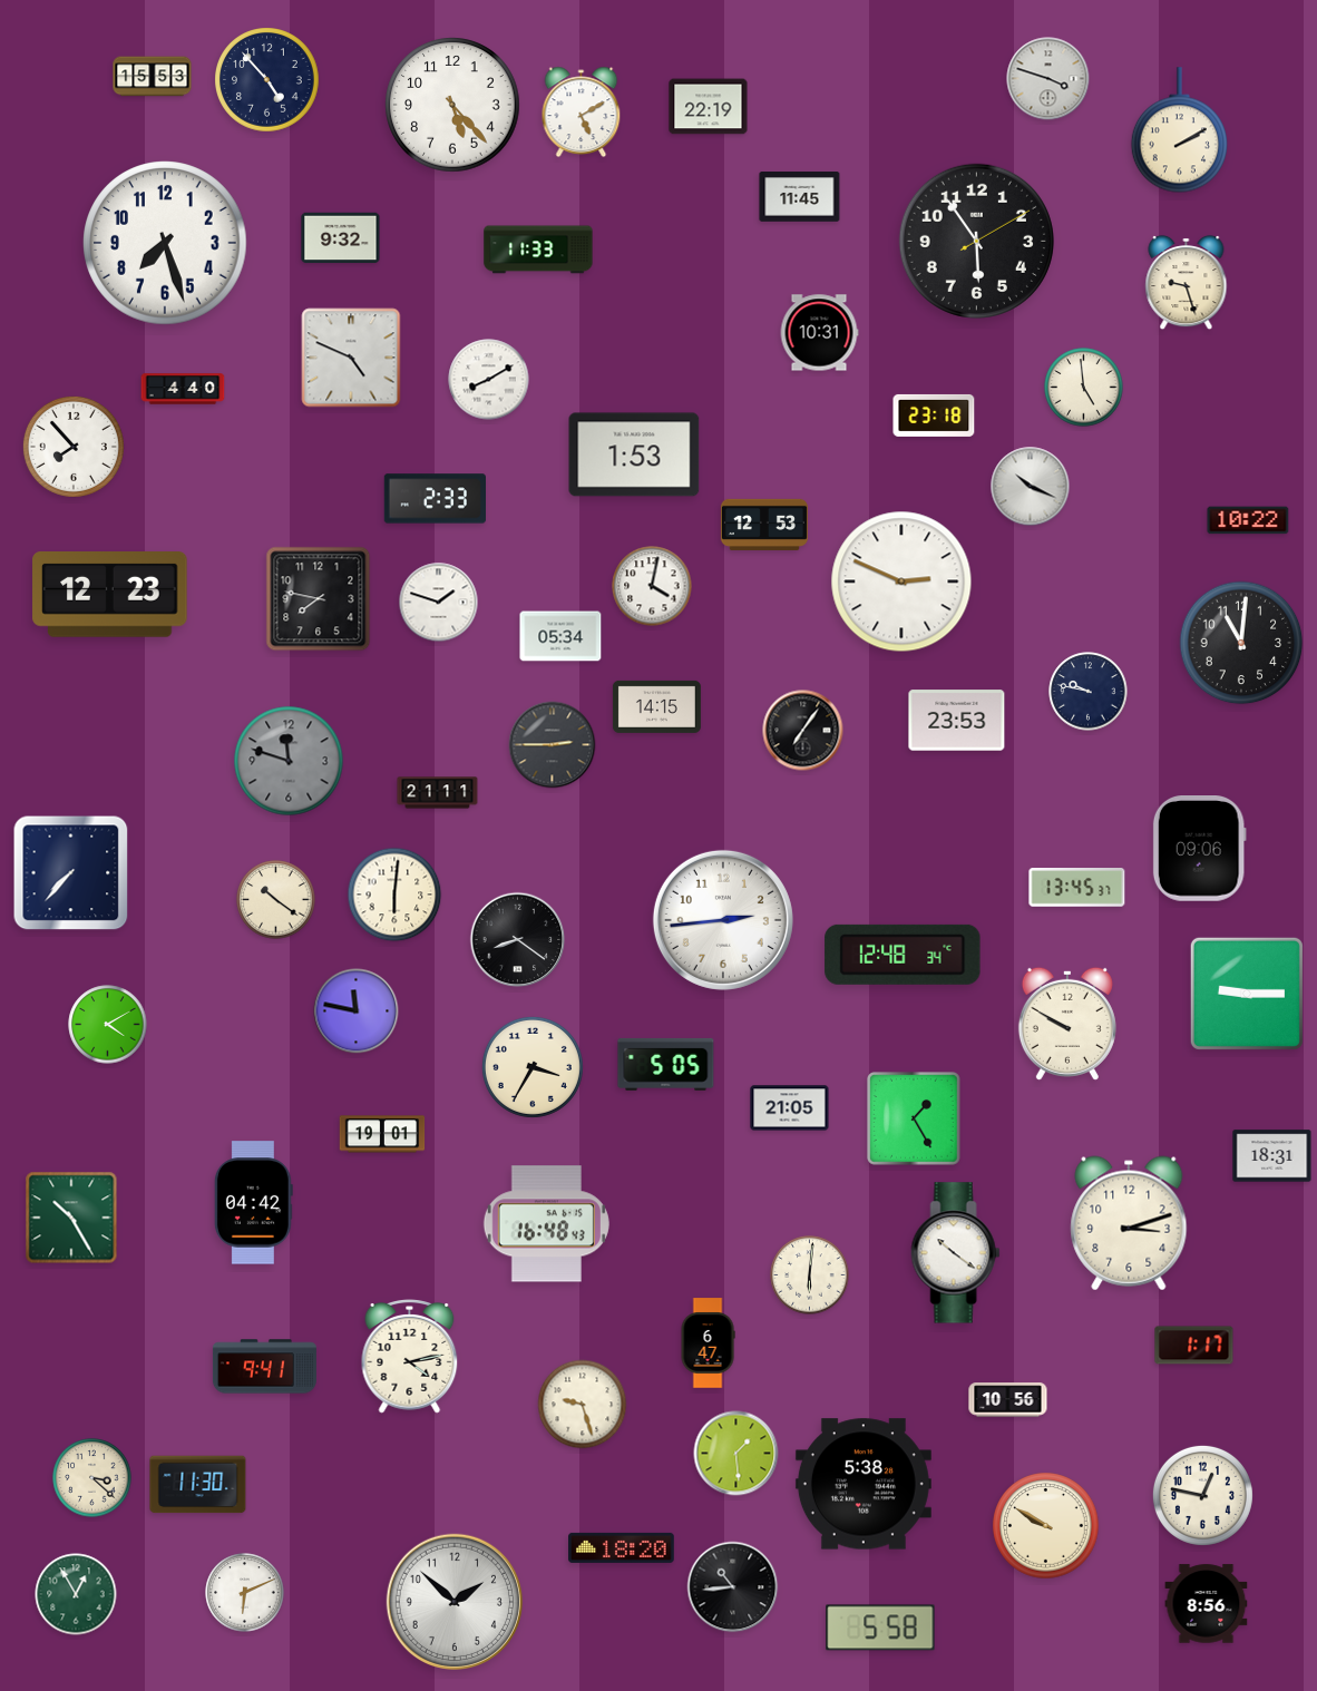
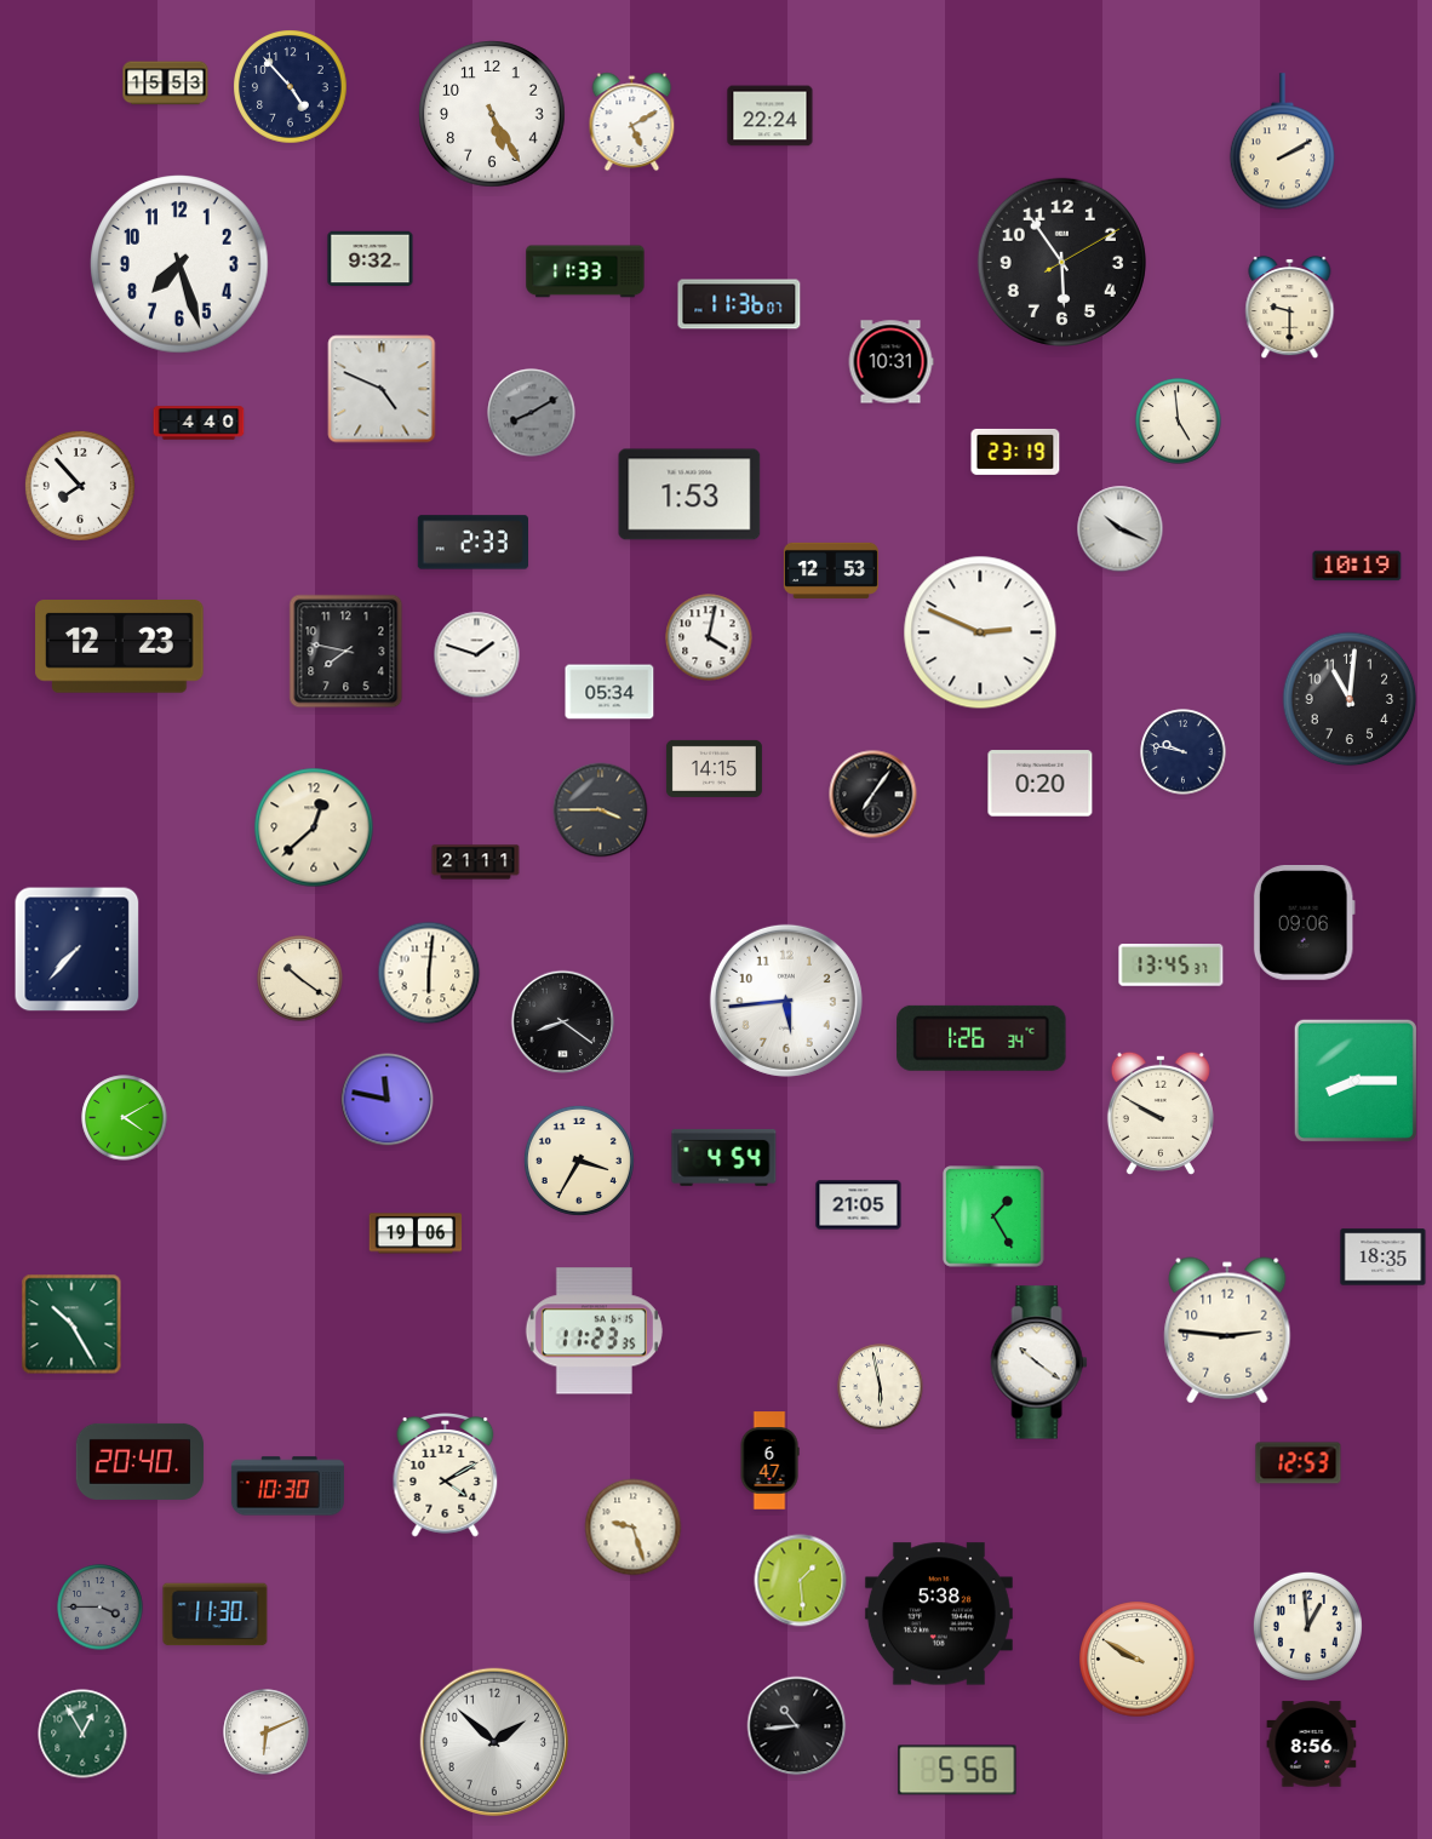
clock at (1048, 79): 3:48 -> none
clock at (452, 105): 5:23 -> 5:25
clock at (709, 107): 22:19 -> 22:24
clock at (800, 197): 11:45 -> none
clock at (739, 304): none -> 11:36
clock at (1187, 283): 9:27 -> 9:30
clock at (489, 380) dial: white -> grey
clock at (934, 416): 23:18 -> 23:19
clock at (1248, 520): 10:22 -> 10:19
clock at (957, 721): 23:53 -> 0:20
clock at (553, 745): 2:45 -> 3:45
clock at (289, 761): 11:48 -> 12:38
clock at (289, 761) dial: grey -> cream
clock at (723, 920): 2:44 -> 5:44
clock at (903, 955): 12:48 -> 1:26
clock at (1247, 994): 9:15 -> 8:15
clock at (108, 1025) position: (108, 1025) -> (125, 1118)
clock at (666, 1064): 5:05 -> 4:54
clock at (382, 1134): 19:01 -> 19:06
clock at (1272, 1156): 18:31 -> 18:35
clock at (253, 1203): 04:42 -> none
clock at (71, 1218) position: (71, 1218) -> (71, 1324)
clock at (1129, 1223): 3:12 -> 2:46
clock at (546, 1224): 16:48 -> 11:23
clock at (810, 1275): 6:01 -> 5:58
clock at (141, 1461): none -> 20:40
clock at (1194, 1346): 1:17 -> 12:53
clock at (410, 1357): 4:13 -> 4:10
clock at (264, 1367): 9:41 -> 10:30
clock at (1008, 1400): 10:56 -> none
clock at (92, 1478): 3:22 -> 3:45
clock at (92, 1478) dial: cream -> grey
clock at (1202, 1495): 12:47 -> 12:59
clock at (622, 1547): 18:20 -> none
clock at (880, 1628): 5:58 -> 5:56
